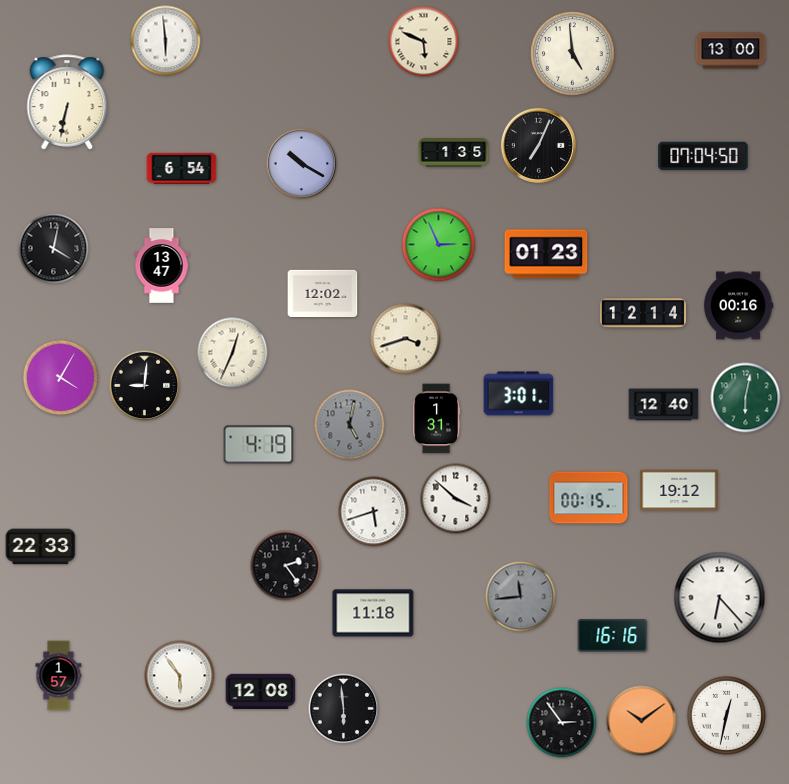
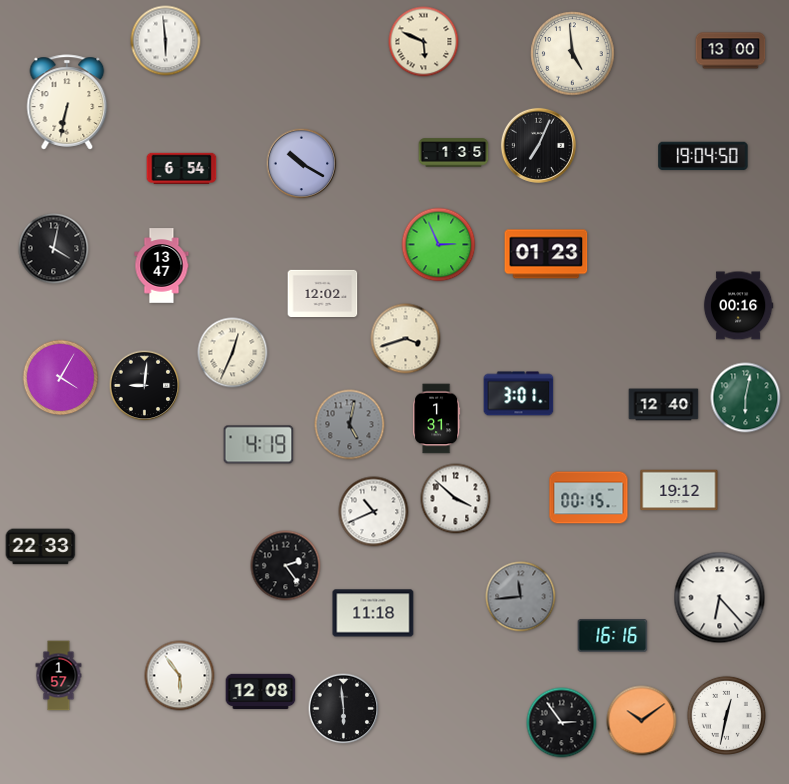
clock at (703, 156): 07:04 -> 19:04
clock at (643, 313): 12:14 -> none
clock at (374, 512): 5:42 -> 10:41
